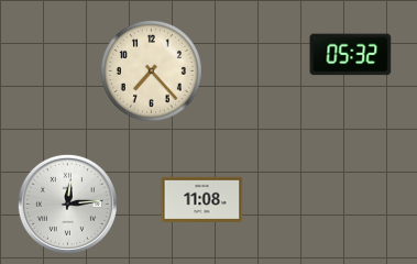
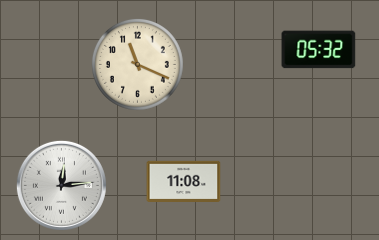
clock at (151, 70): 7:23 -> 11:19
